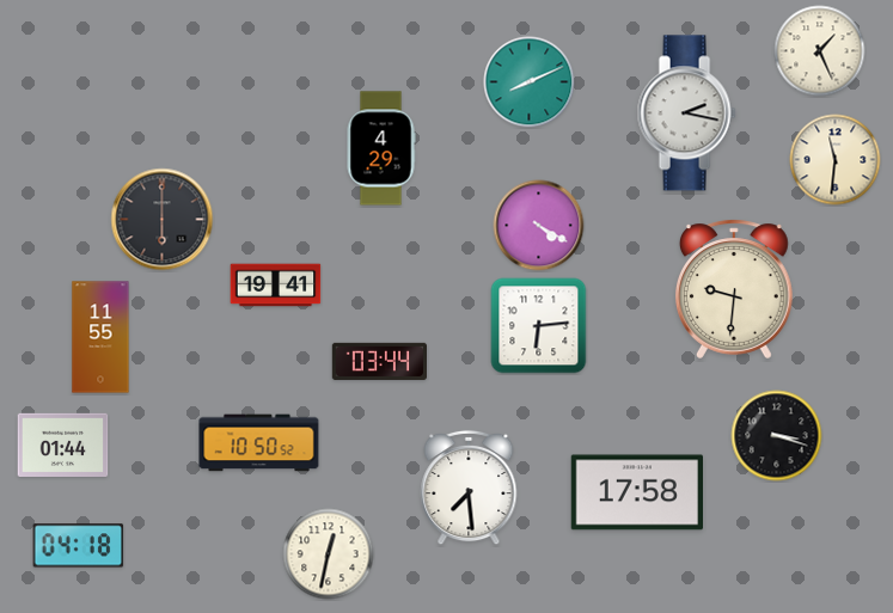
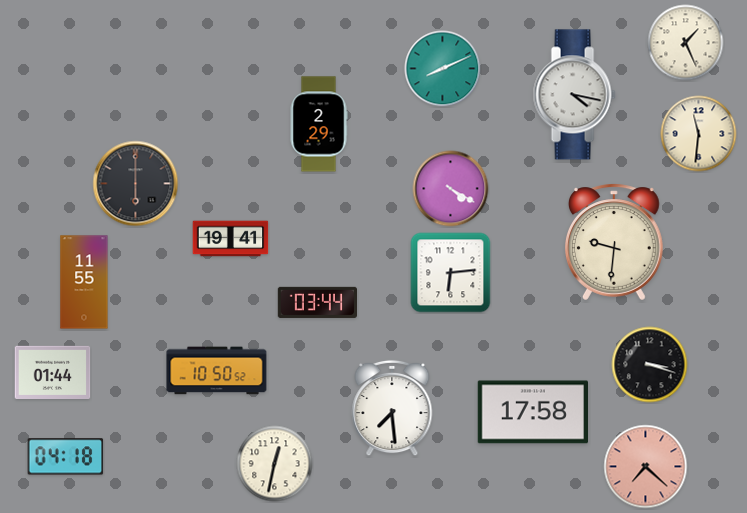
clock at (686, 114): 2:17 -> 4:17
clock at (381, 148): 4:29 -> 2:29
clock at (646, 467): none -> 7:22
